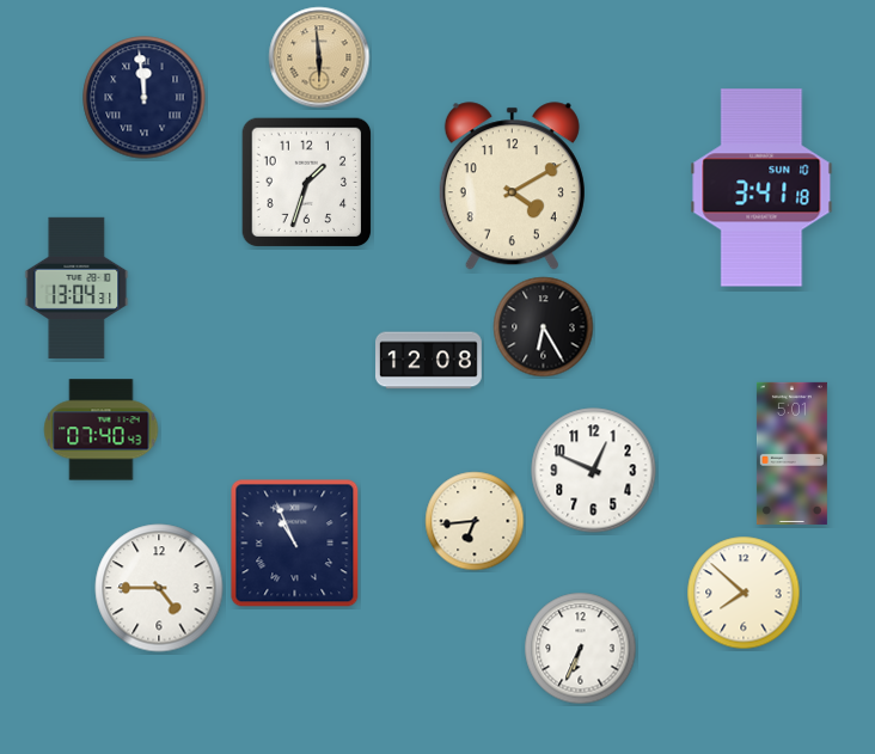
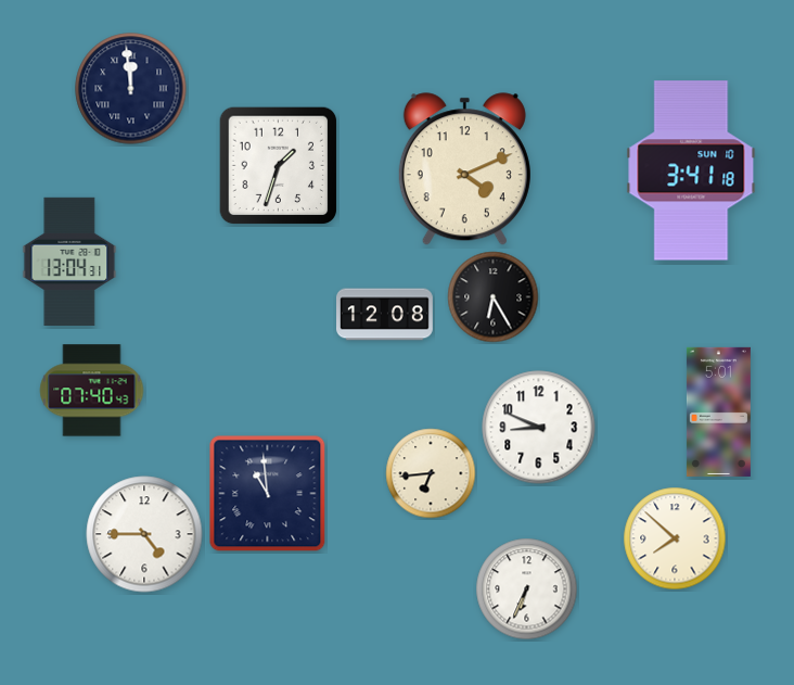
clock at (319, 57): 5:59 -> none
clock at (512, 186): 4:10 -> 4:11
clock at (429, 361) position: (429, 361) -> (385, 315)
clock at (594, 471): 12:49 -> 8:49
clock at (295, 544): 10:56 -> 10:59
